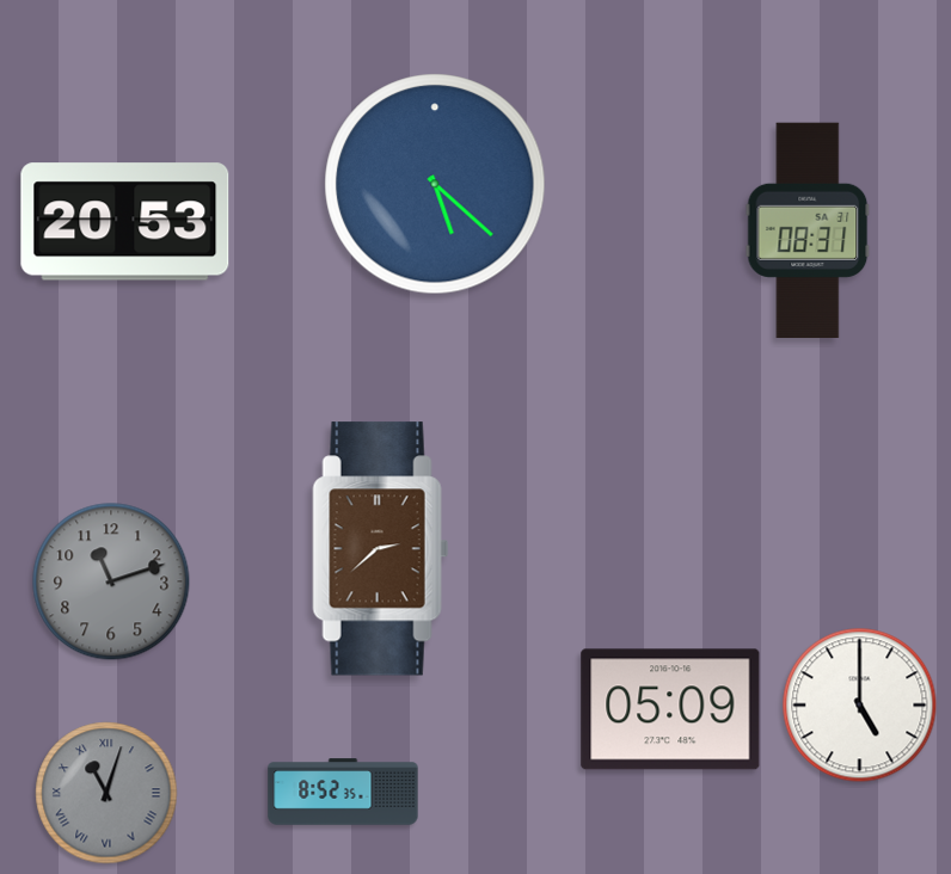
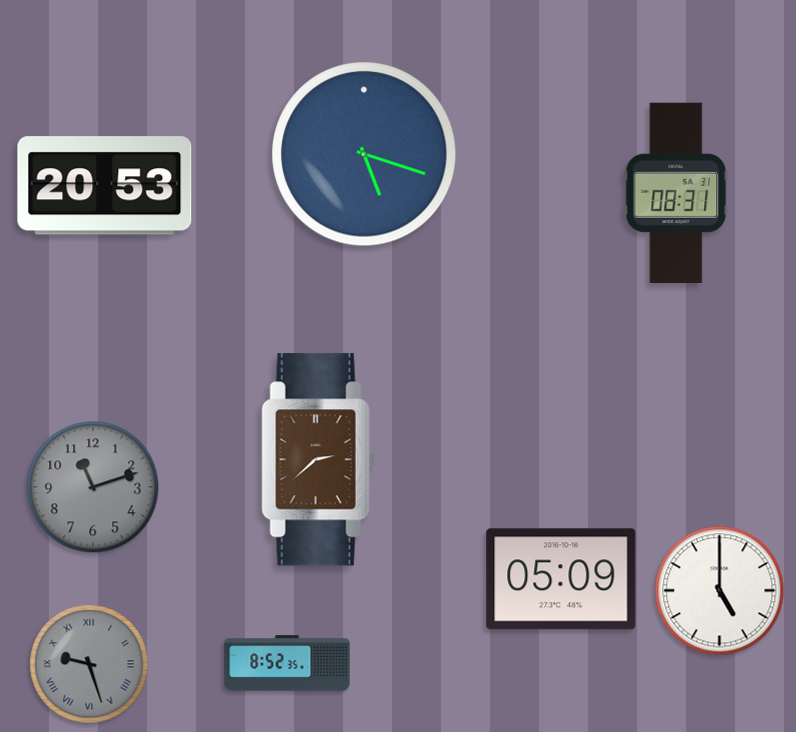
clock at (435, 184): 5:22 -> 5:18
clock at (670, 709) position: (670, 709) -> (561, 579)
clock at (106, 793): 11:03 -> 9:27
